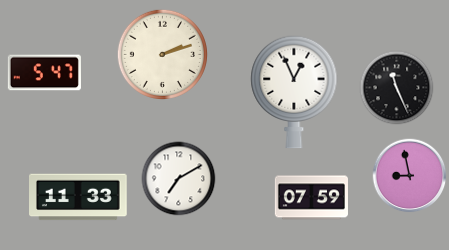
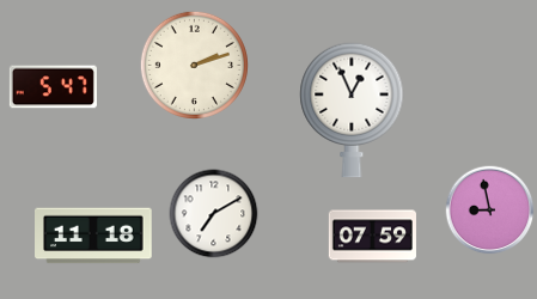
clock at (397, 88): 11:26 -> none
clock at (79, 197): 11:33 -> 11:18
